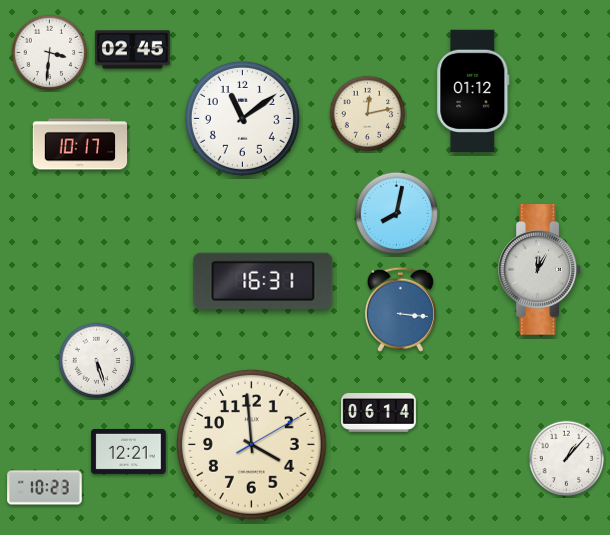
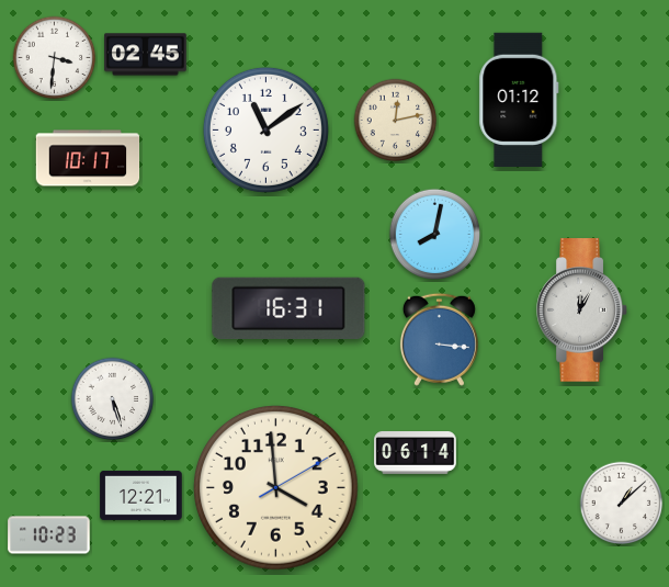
clock at (368, 114) position: (368, 114) -> (396, 121)
clock at (540, 270) position: (540, 270) -> (582, 311)
clock at (97, 361) position: (97, 361) -> (113, 399)
clock at (567, 459): 1:07 -> 1:08
